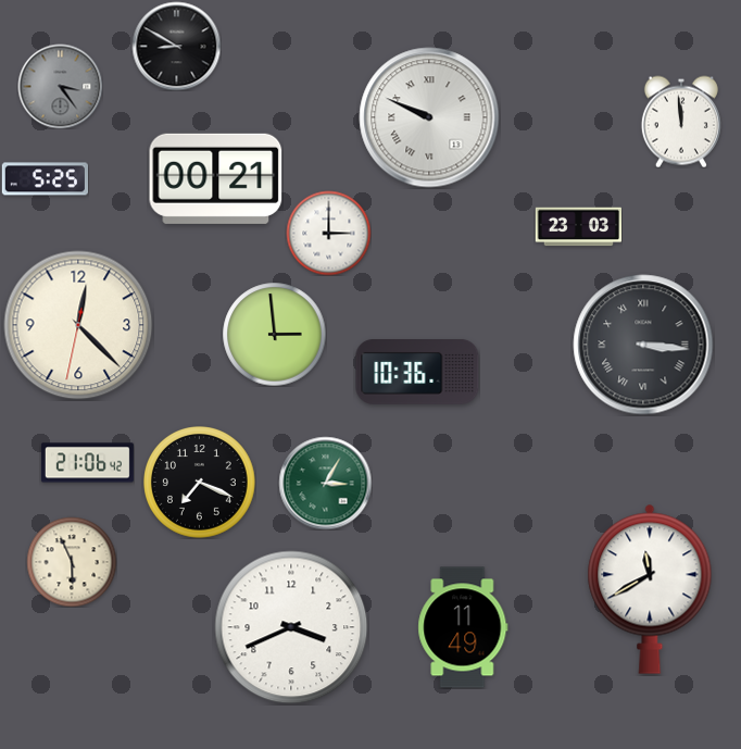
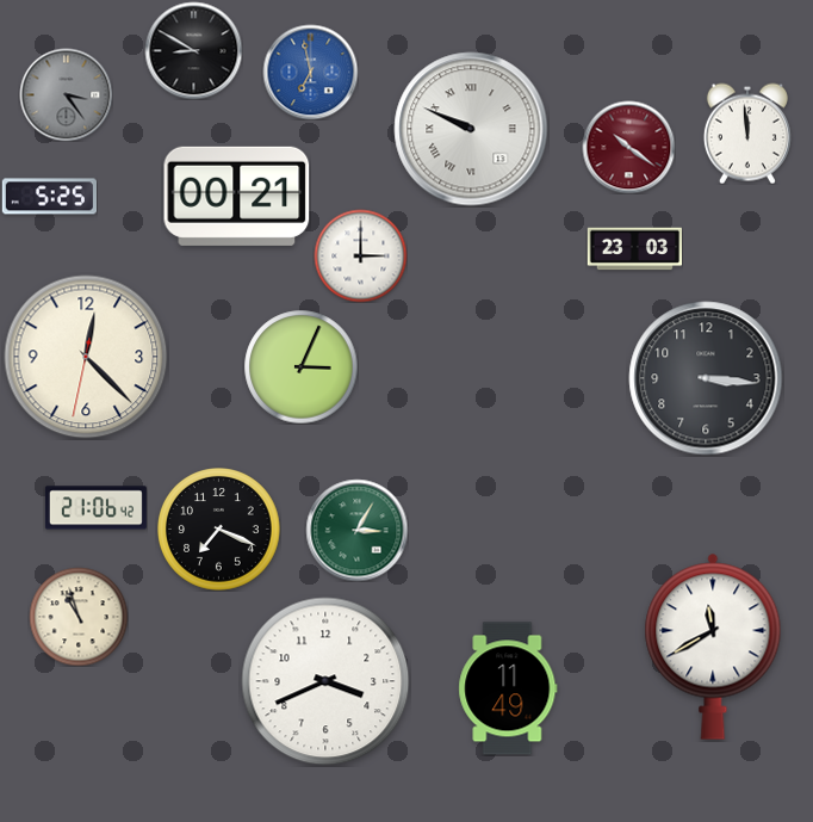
clock at (310, 72): none -> 6:58
clock at (628, 147): none -> 10:21
clock at (274, 334): 2:59 -> 3:04
clock at (643, 345) numerals: Roman -> Arabic
clock at (417, 373): 10:36 -> none
clock at (72, 562): 5:56 -> 10:57
clock at (291, 627) position: (291, 627) -> (325, 681)
